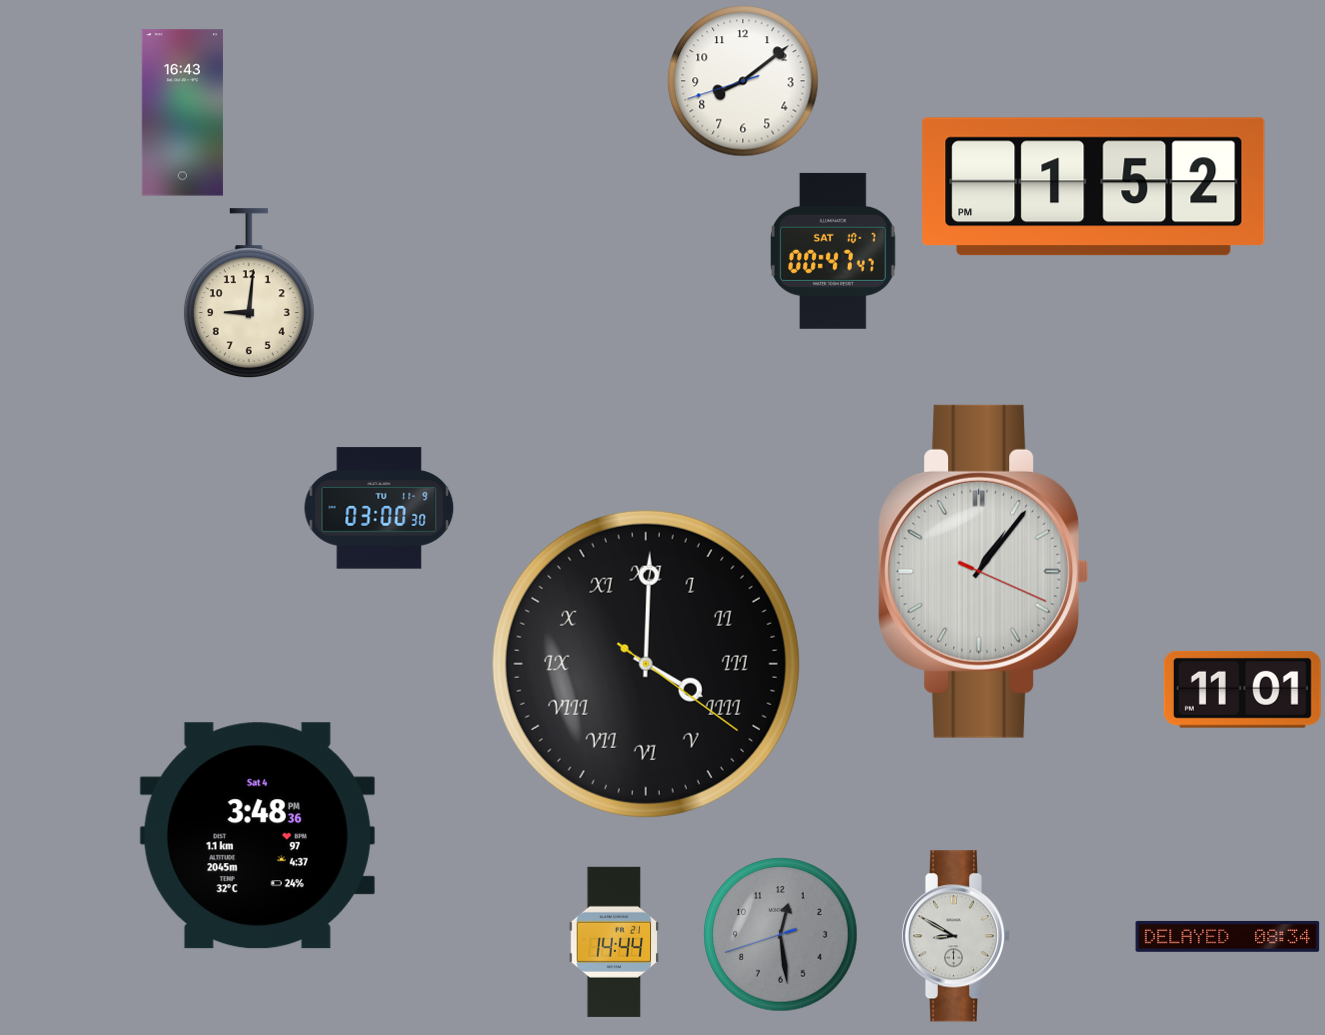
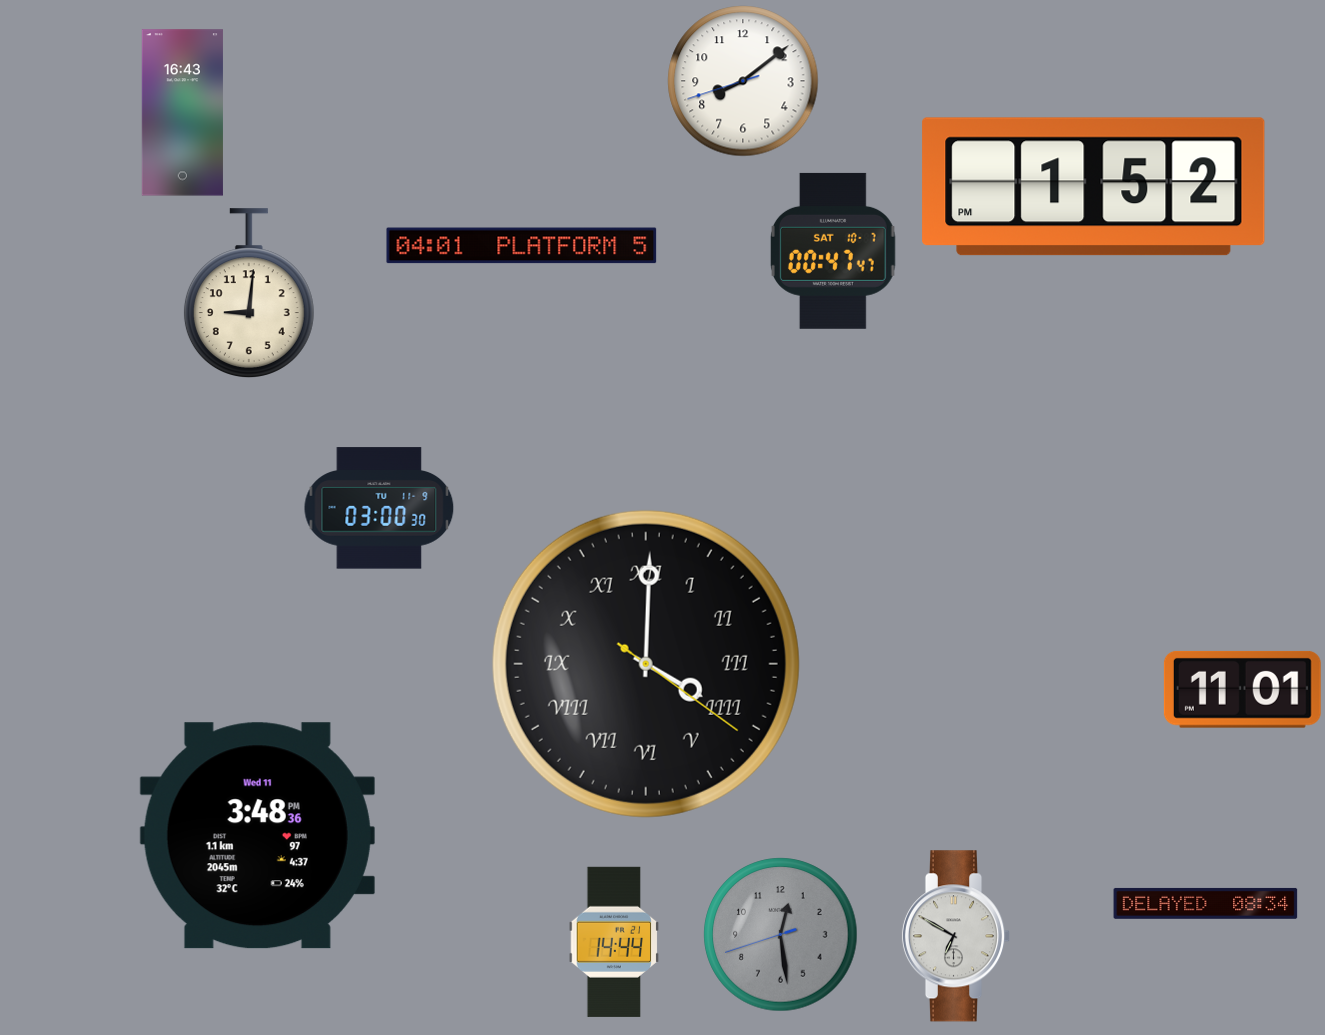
clock at (522, 246): none -> 04:01
clock at (984, 571): 1:06 -> none
clock at (257, 836) date: Sat 4 -> Wed 11
clock at (956, 936): 8:50 -> 6:50
clock at (1228, 936) position: (1228, 936) -> (1206, 903)
